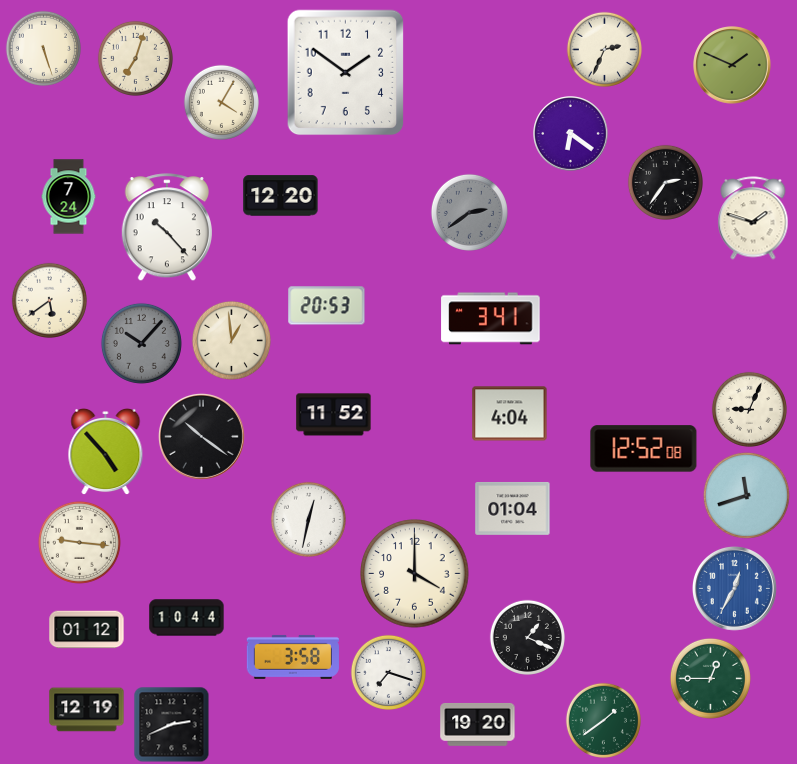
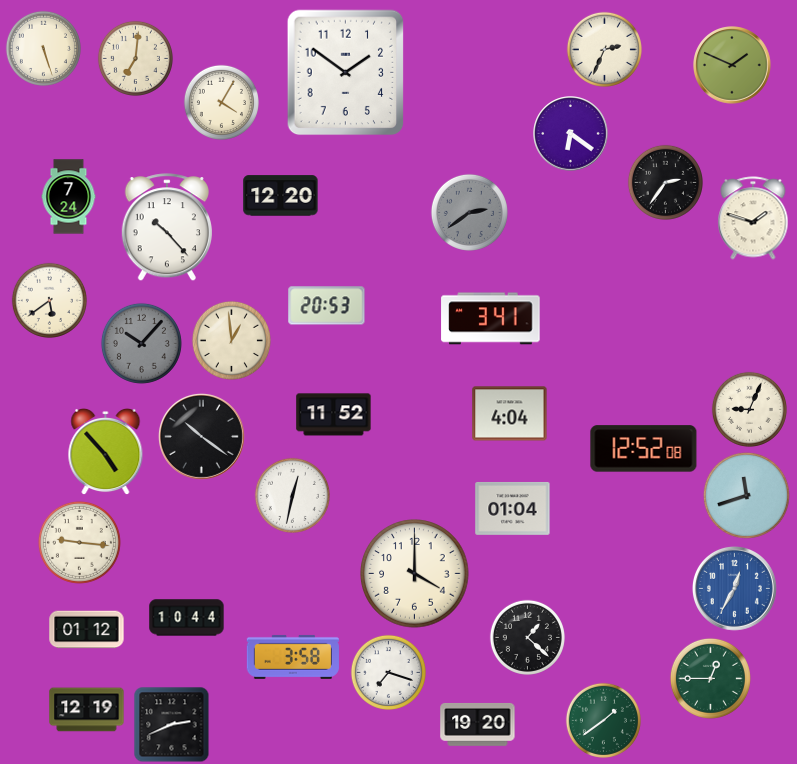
clock at (135, 58): 7:03 -> 7:01
clock at (308, 519) position: (308, 519) -> (292, 495)
clock at (527, 637): 1:19 -> 1:22
